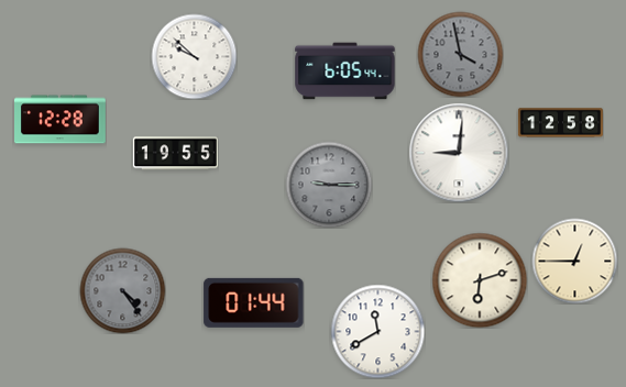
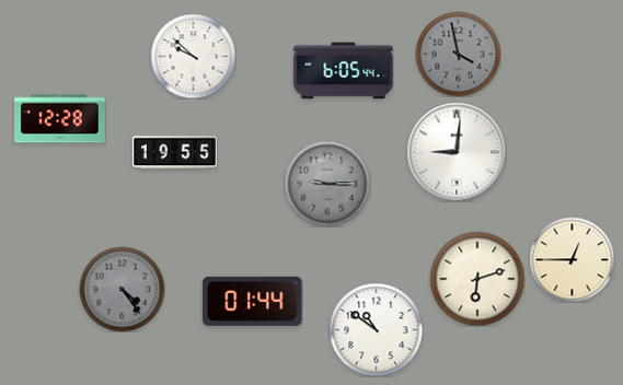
clock at (560, 123): 12:58 -> none
clock at (377, 331): 11:40 -> 10:51
